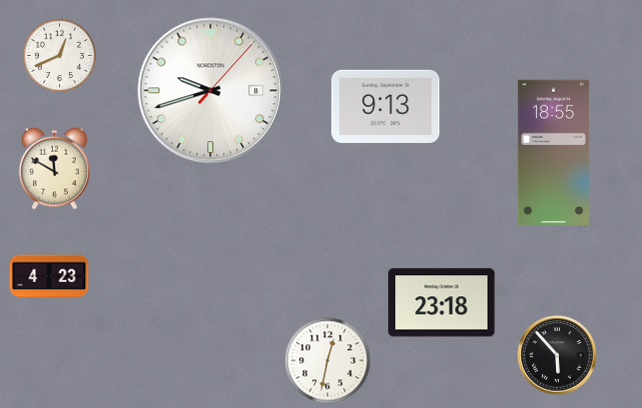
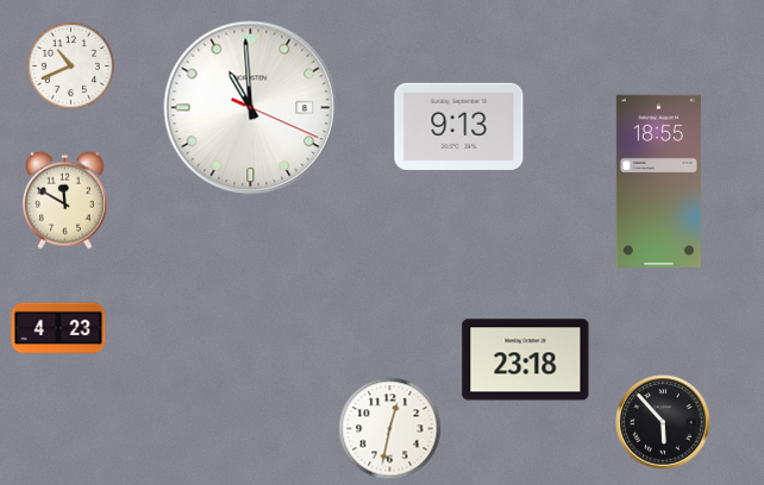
clock at (59, 55): 12:41 -> 10:41
clock at (211, 91): 9:42 -> 10:59
